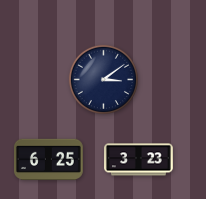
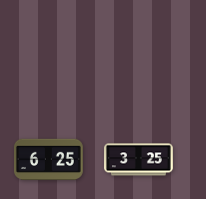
clock at (103, 79): 3:09 -> none
clock at (139, 160): 3:23 -> 3:25
